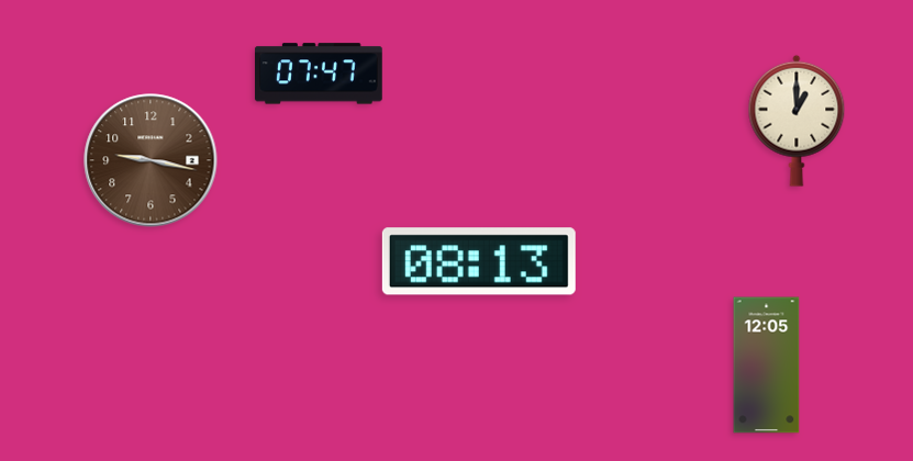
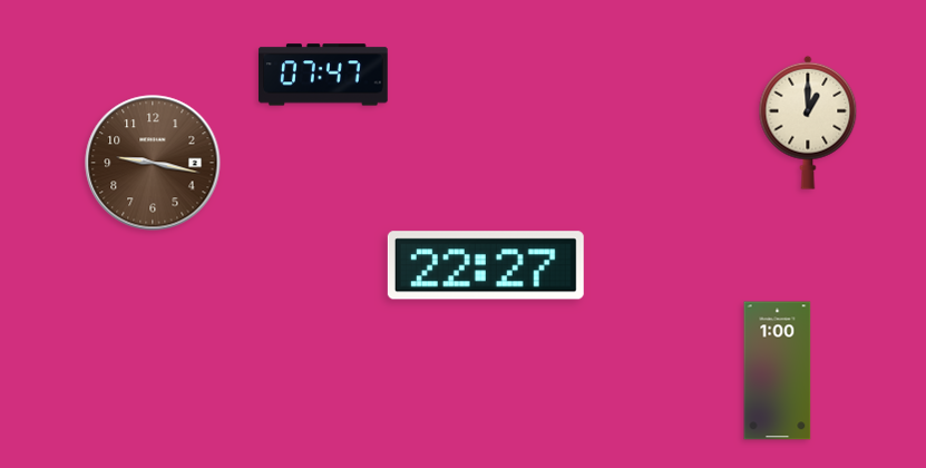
clock at (479, 261): 08:13 -> 22:27
clock at (767, 366): 12:05 -> 1:00
